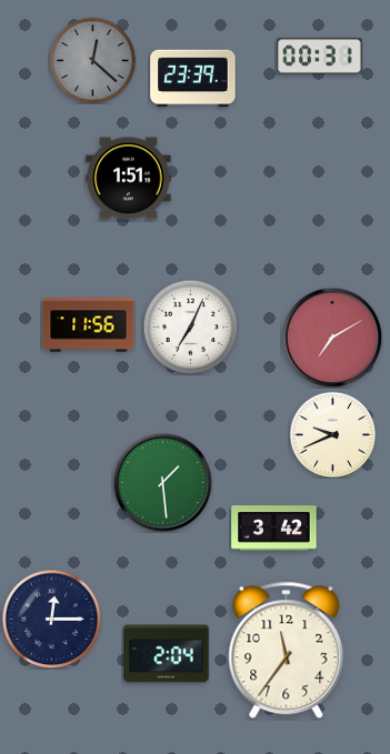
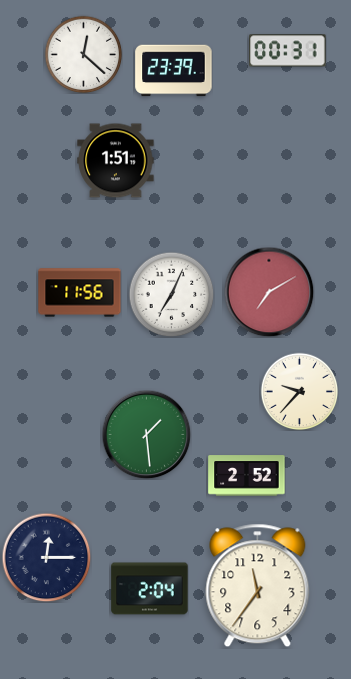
clock at (92, 60) dial: grey -> white
clock at (332, 338) position: (332, 338) -> (269, 292)
clock at (332, 434): 9:41 -> 9:37
clock at (274, 529): 3:42 -> 2:52
